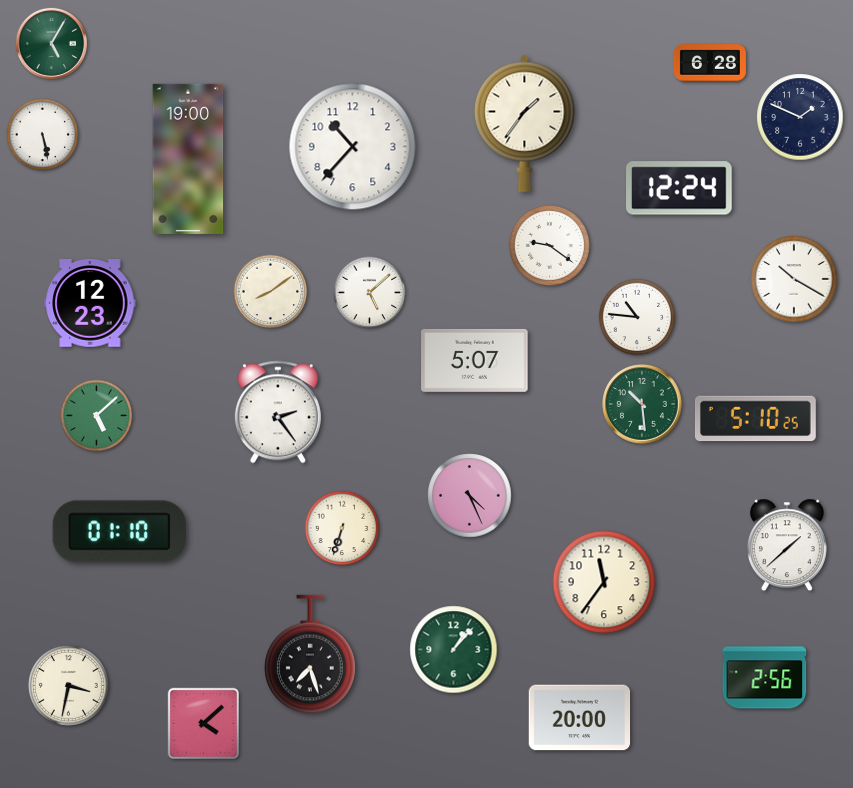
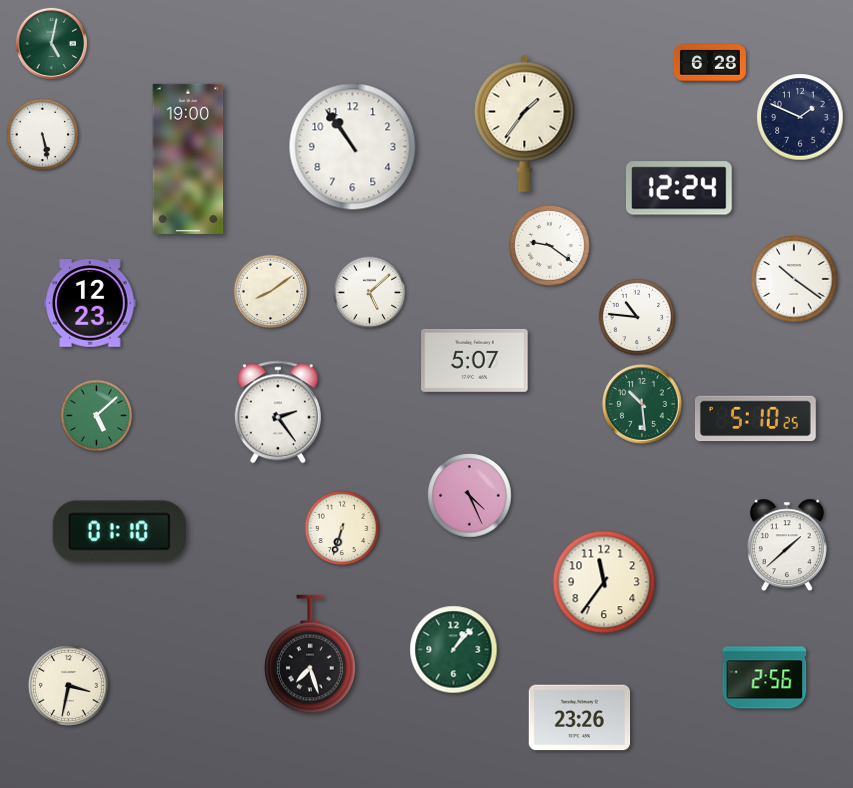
clock at (51, 43): 5:05 -> 5:02
clock at (353, 147): 10:37 -> 10:54
clock at (794, 279): 10:20 -> 10:21
clock at (580, 718): 20:00 -> 23:26
clock at (204, 724): 4:08 -> none
